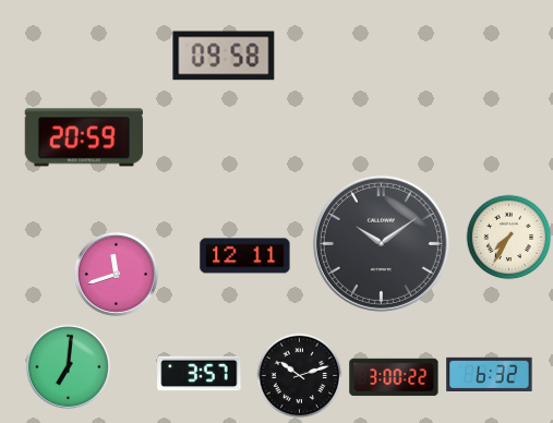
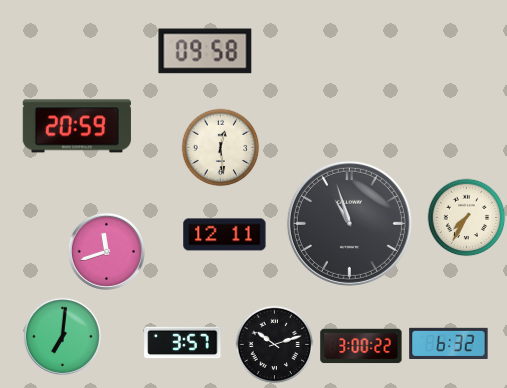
clock at (220, 147): none -> 12:29
clock at (381, 243): 10:09 -> 10:57
